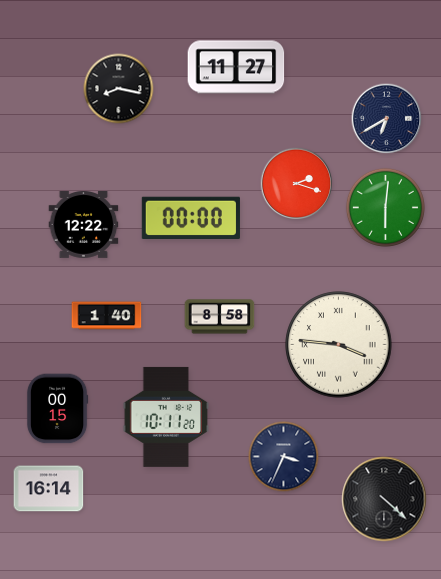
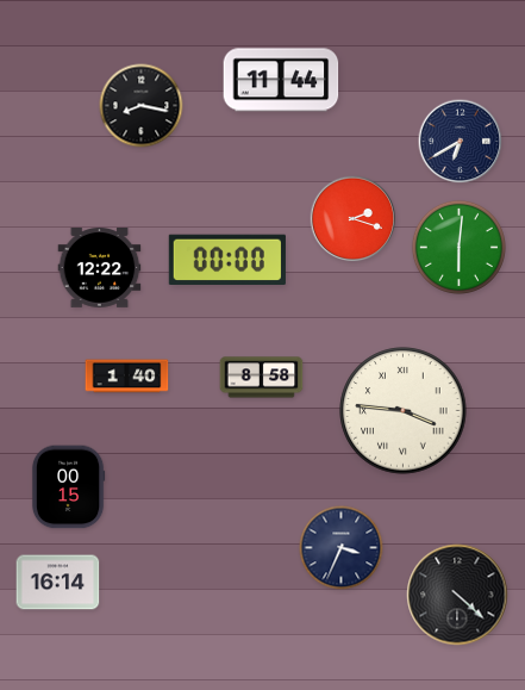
clock at (236, 67): 11:27 -> 11:44
clock at (166, 417): 10:11 -> none
clock at (284, 457) position: (284, 457) -> (342, 548)
